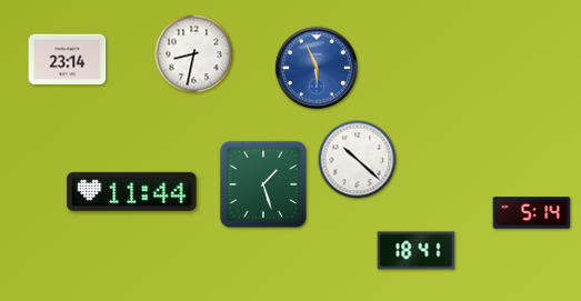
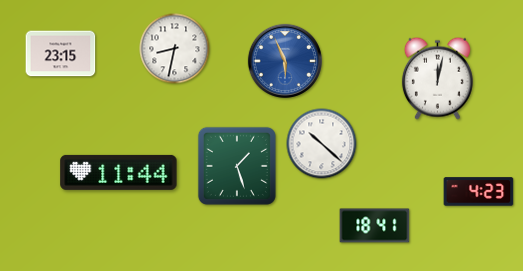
clock at (68, 60): 23:14 -> 23:15
clock at (437, 78): none -> 12:02
clock at (532, 213): 5:14 -> 4:23
